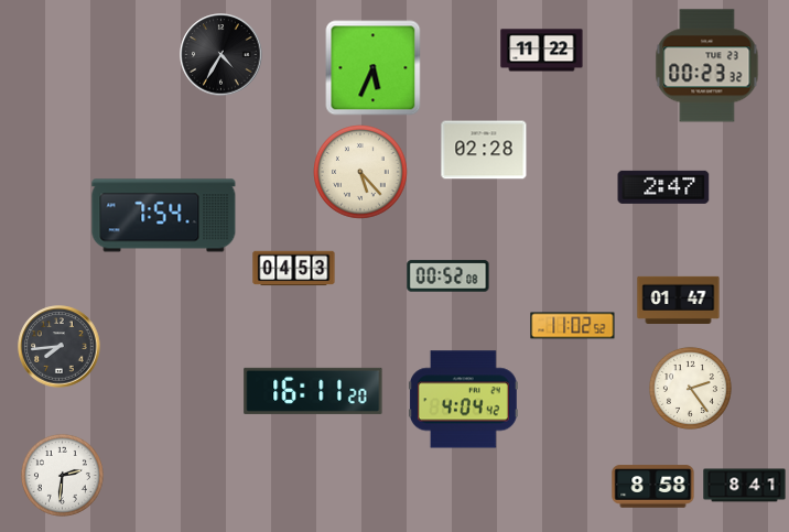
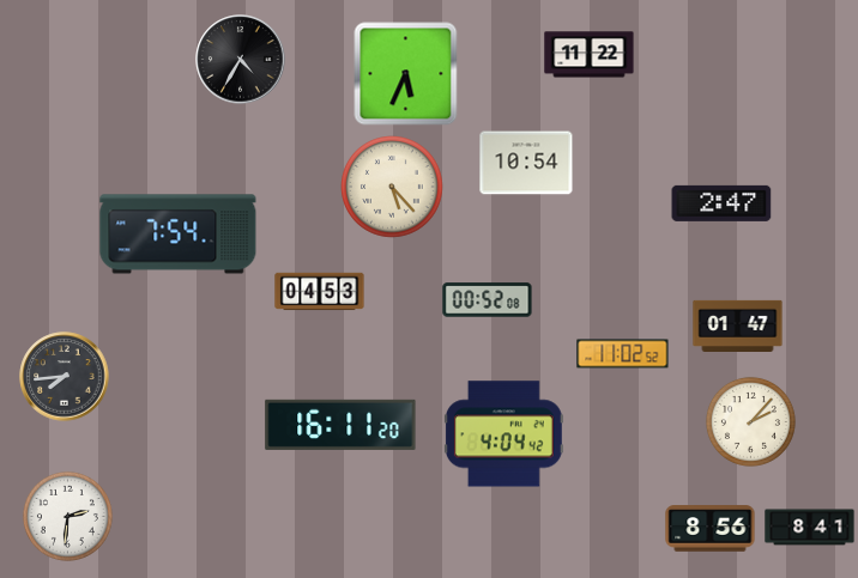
clock at (707, 66): 00:23 -> none
clock at (484, 150): 02:28 -> 10:54
clock at (690, 388): 2:24 -> 2:07
clock at (653, 487): 8:58 -> 8:56
